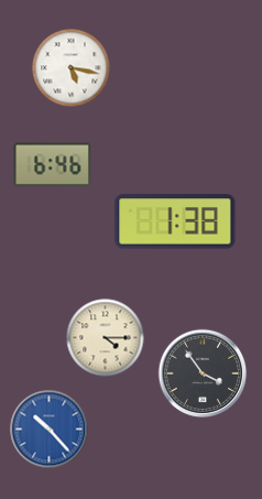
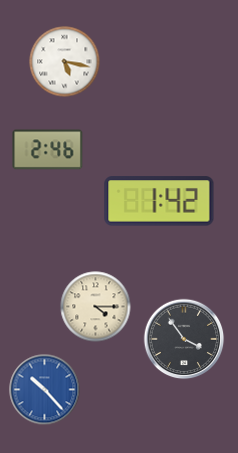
clock at (53, 165): 6:46 -> 2:46
clock at (175, 221): 1:38 -> 1:42
